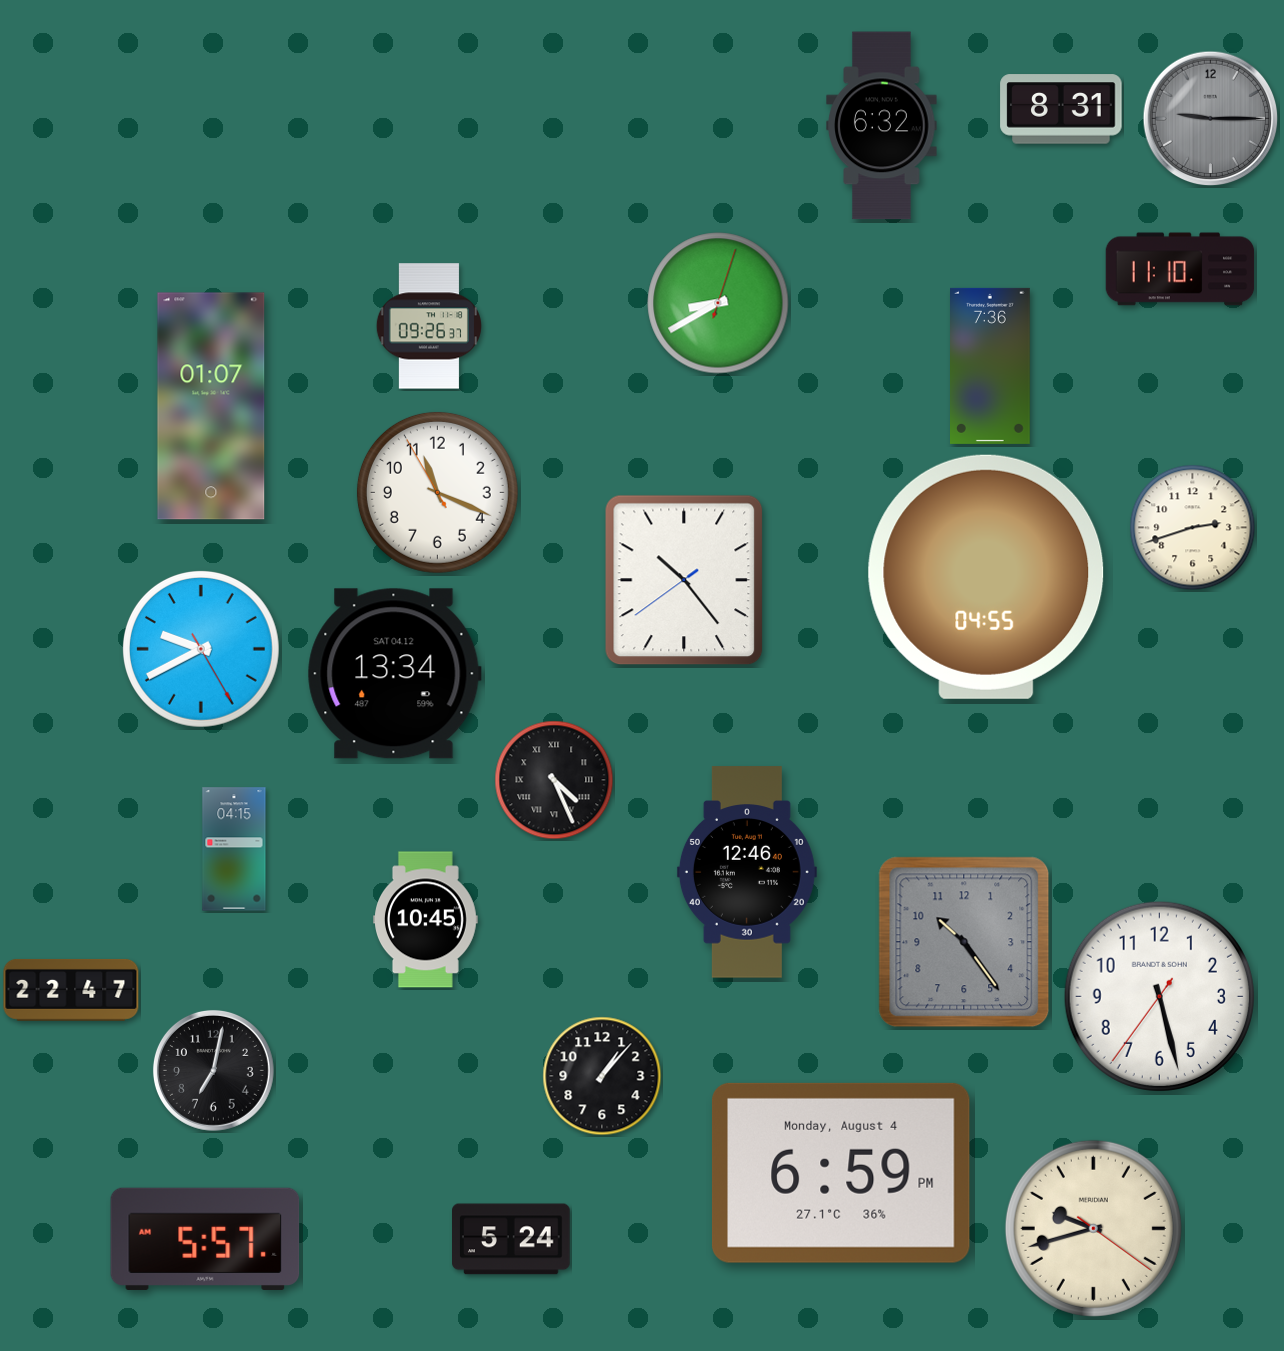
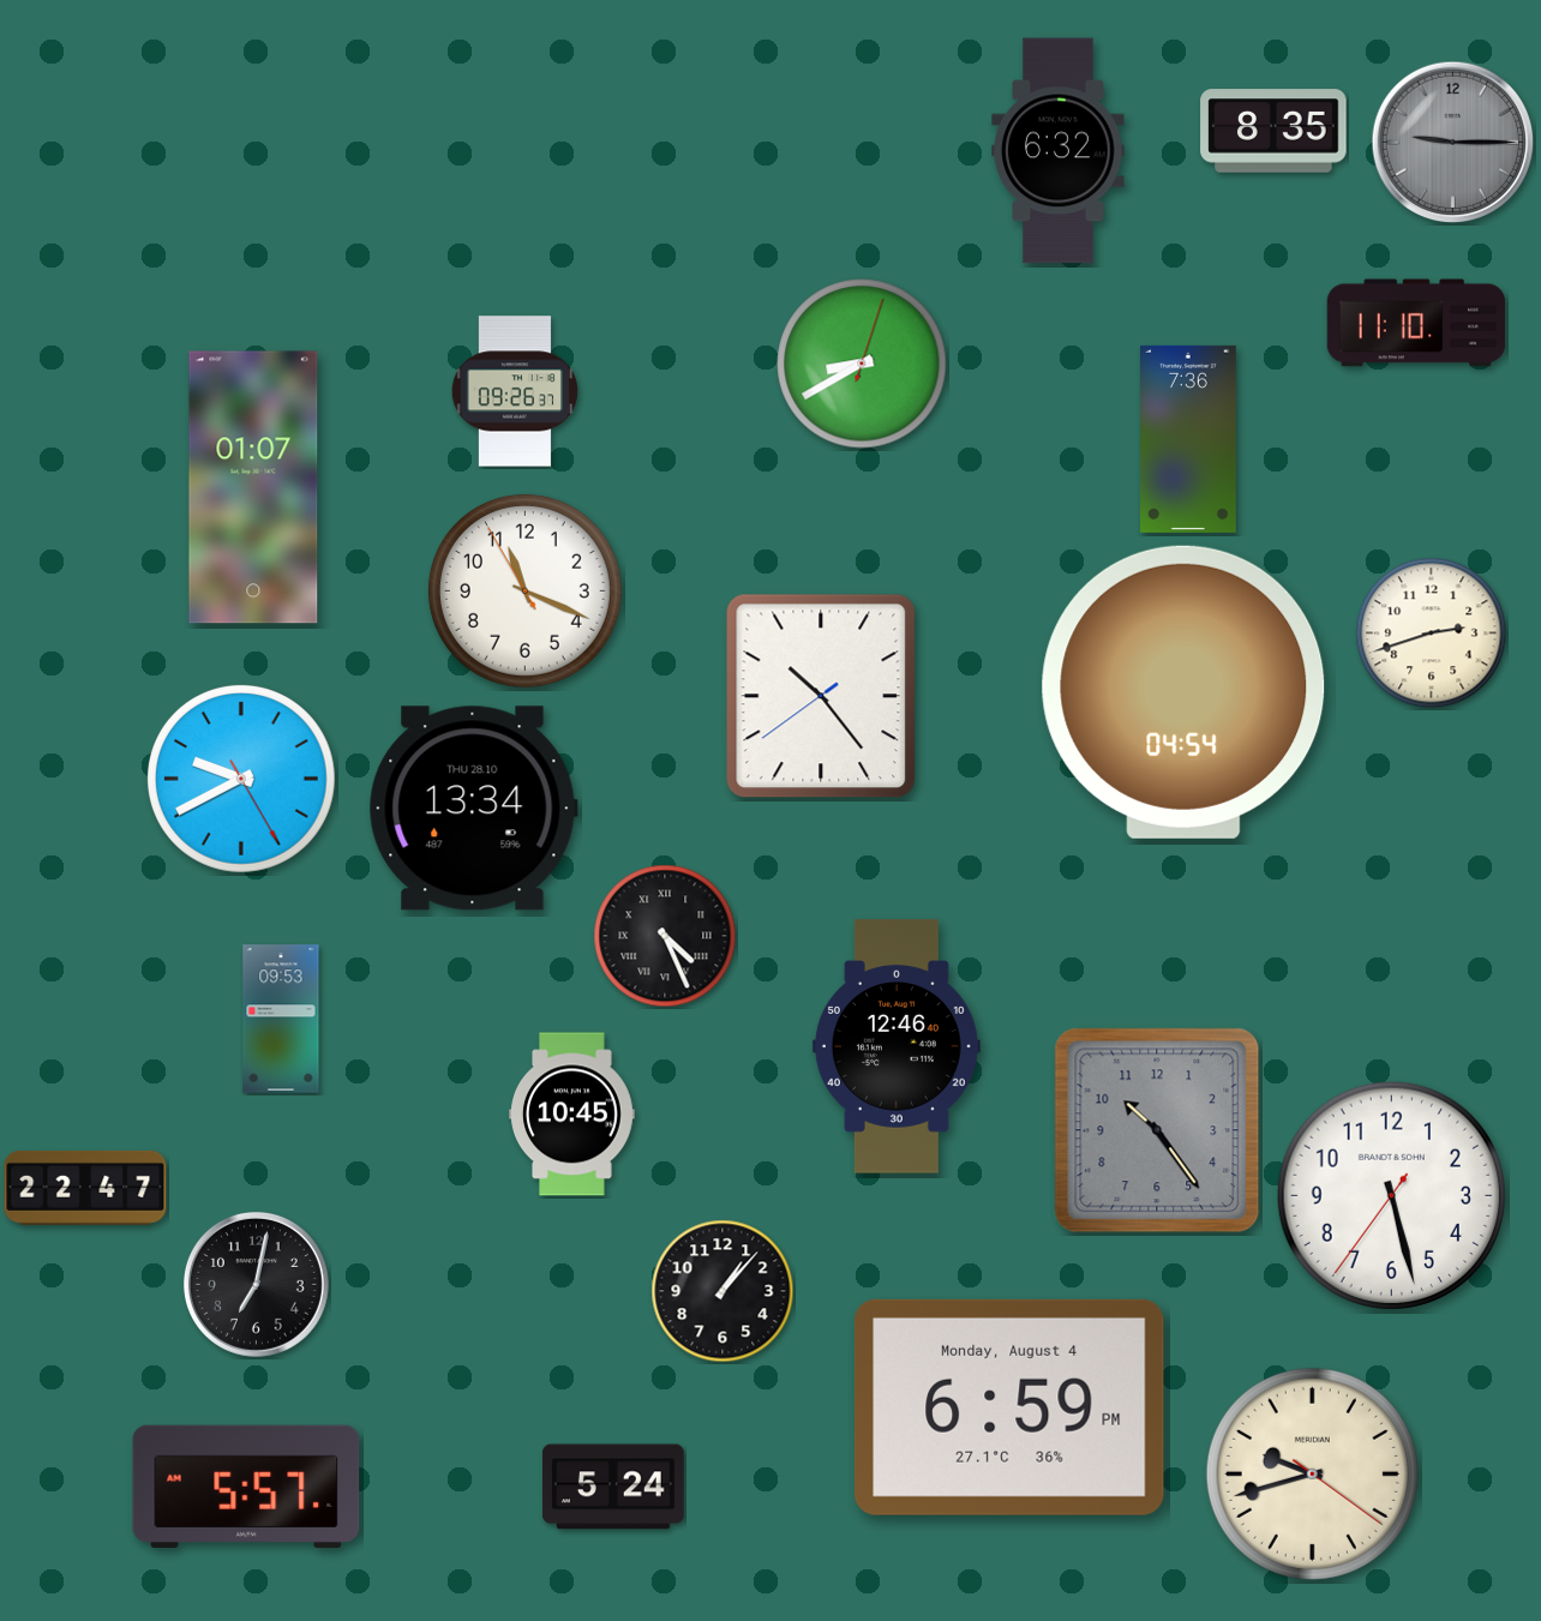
clock at (1061, 109): 8:31 -> 8:35
clock at (986, 577): 04:55 -> 04:54
clock at (394, 674) date: SAT 04.12 -> THU 28.10
clock at (234, 849): 04:15 -> 09:53
clock at (426, 920) position: (426, 920) -> (572, 1115)
